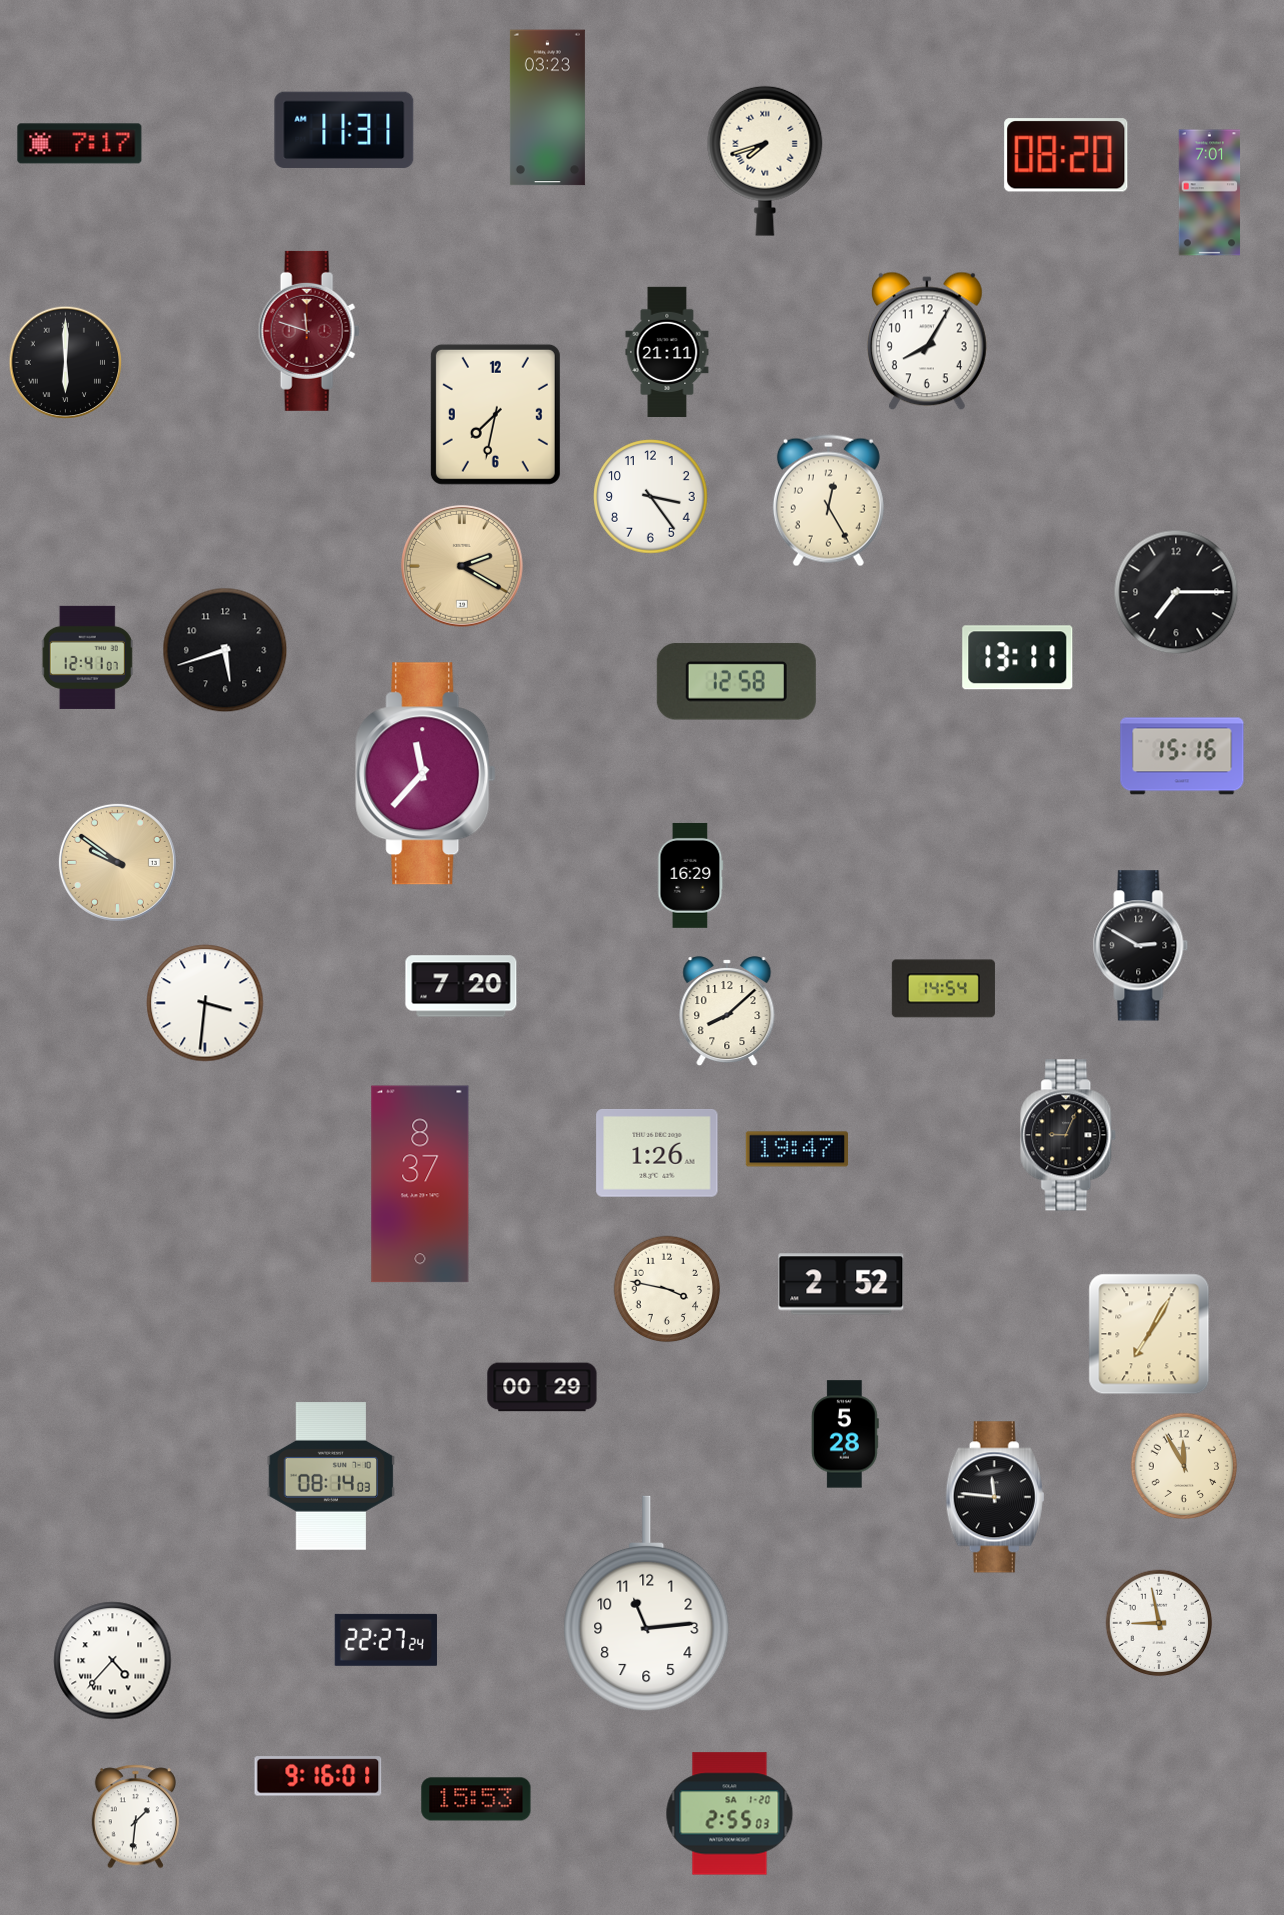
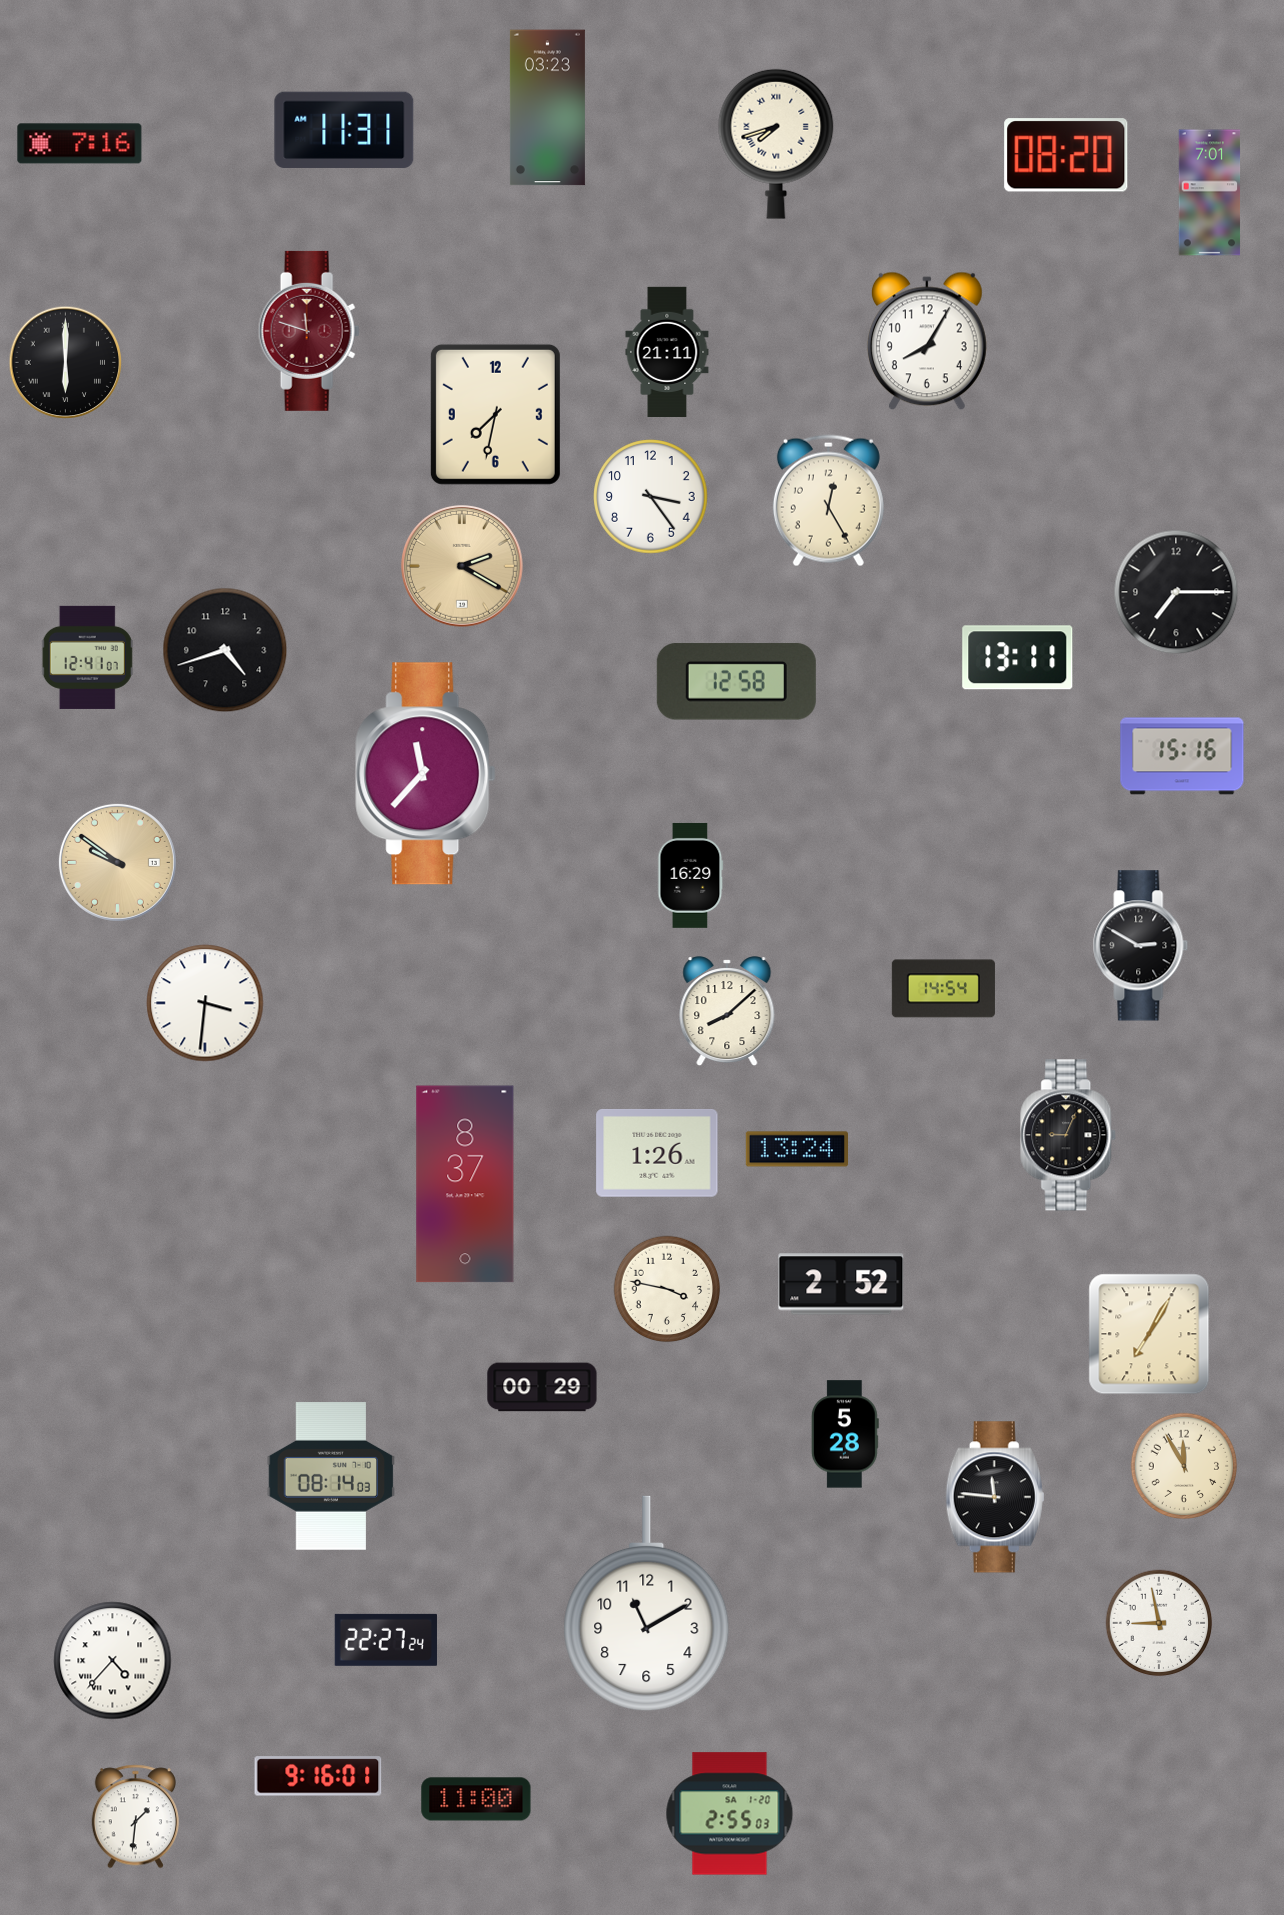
clock at (80, 144): 7:17 -> 7:16
clock at (765, 161) position: (765, 161) -> (776, 144)
clock at (225, 650): 5:42 -> 4:42
clock at (461, 986): 7:20 -> none
clock at (796, 1149): 19:47 -> 13:24
clock at (420, 1184) position: (420, 1184) -> (465, 1184)
clock at (647, 1604): 11:14 -> 11:10
clock at (476, 1799): 15:53 -> 11:00
